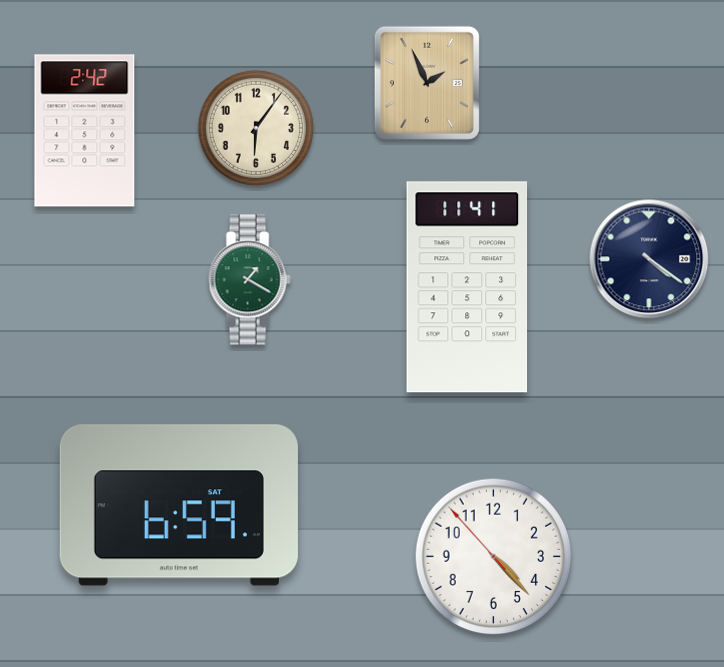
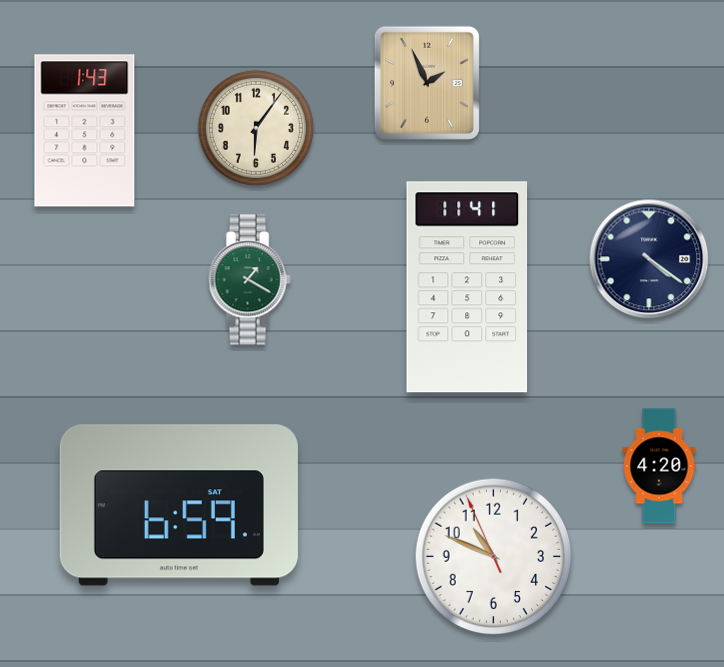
clock at (85, 131): 2:42 -> 1:43
clock at (659, 466): none -> 4:20
clock at (494, 557): 4:22 -> 10:48
